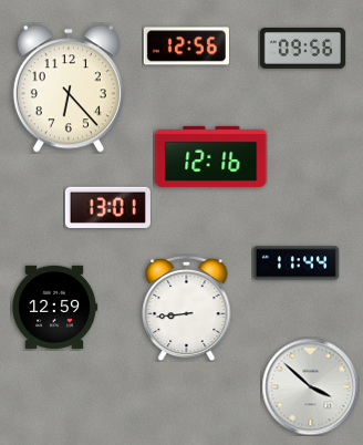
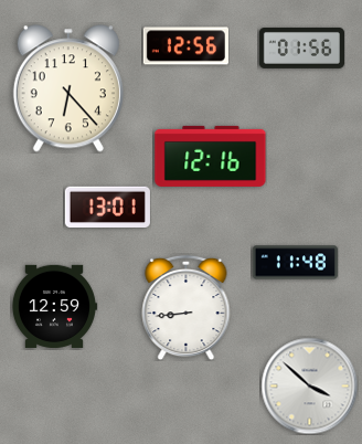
clock at (302, 48): 09:56 -> 01:56
clock at (295, 263): 11:44 -> 11:48
